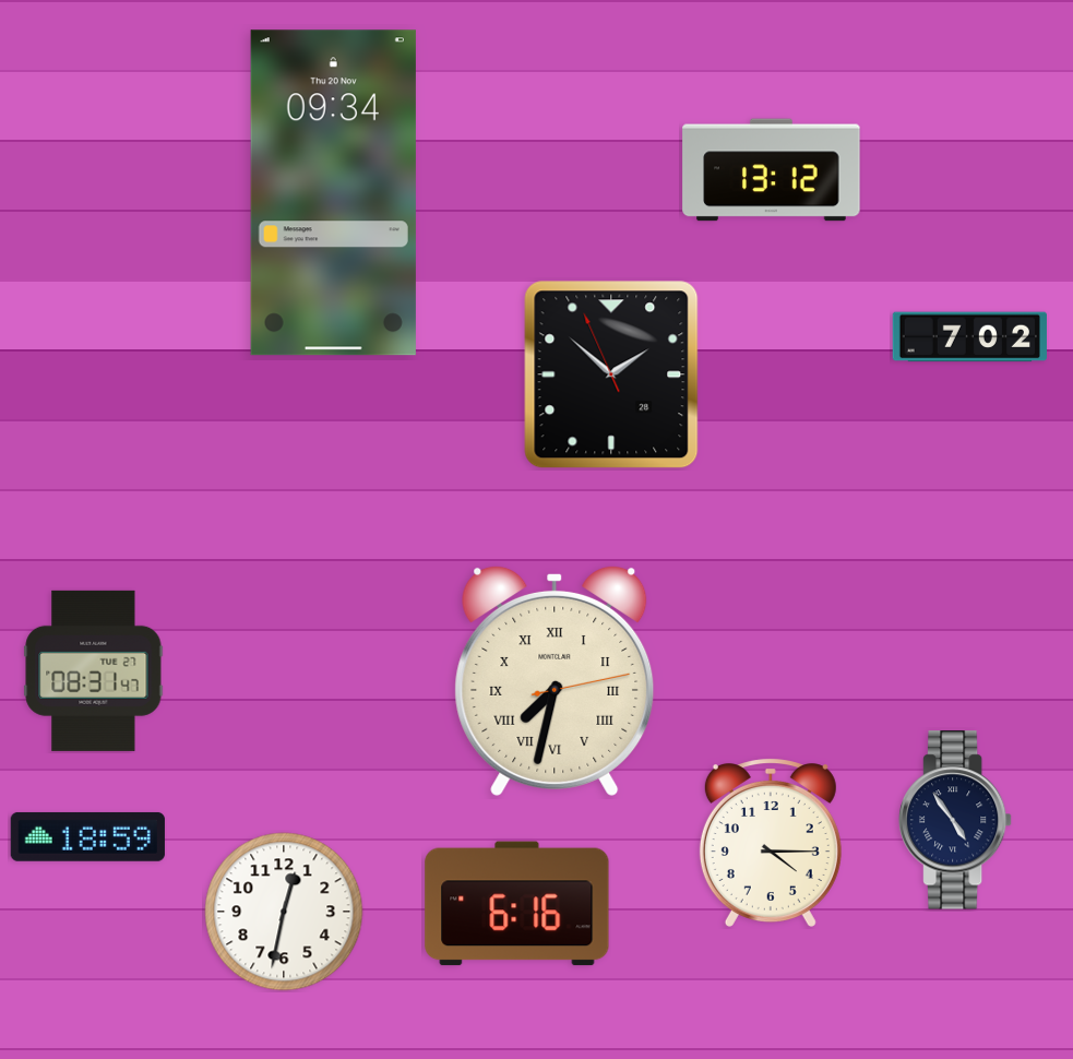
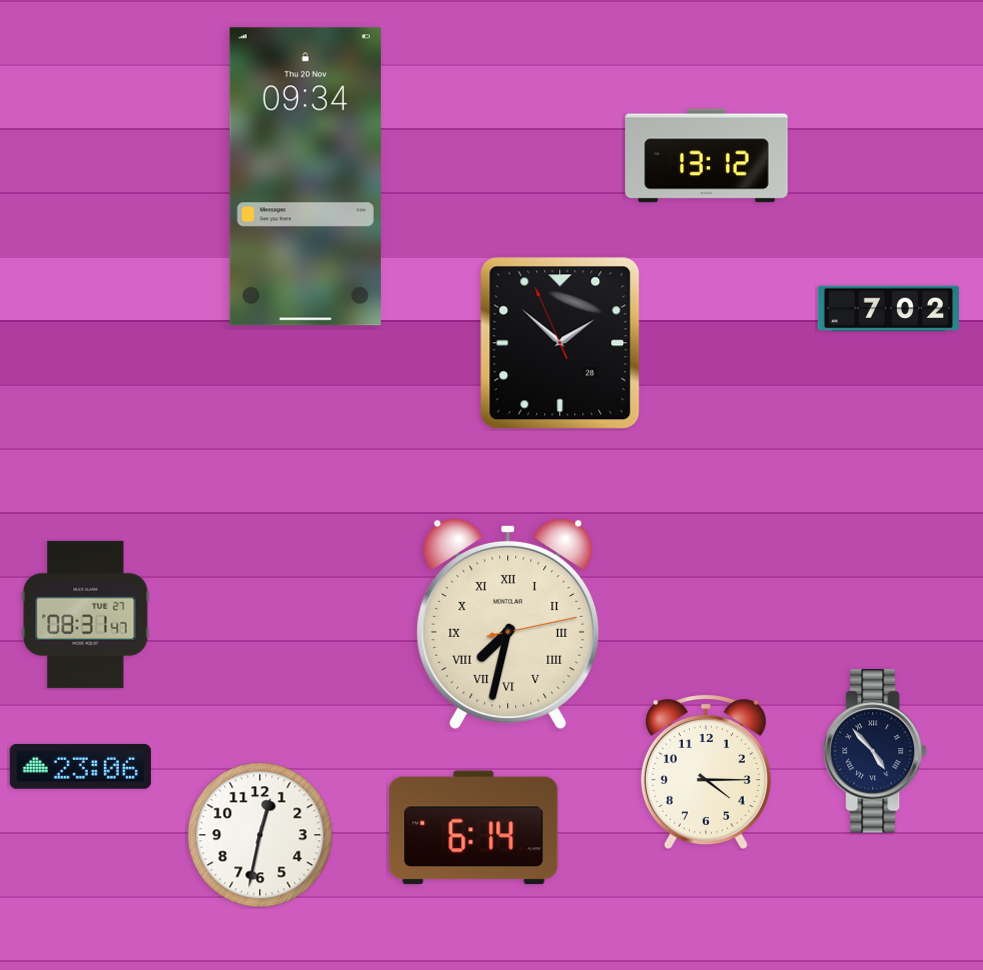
clock at (955, 820): 4:54 -> 4:53
clock at (87, 836): 18:59 -> 23:06
clock at (517, 904): 6:16 -> 6:14
